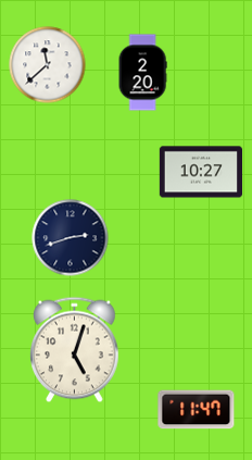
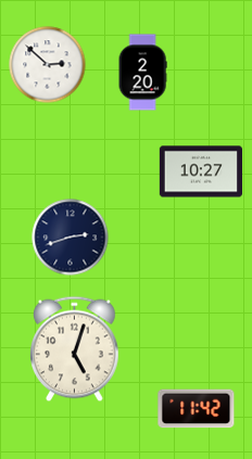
clock at (48, 65): 11:38 -> 2:52
clock at (197, 410): 11:47 -> 11:42
